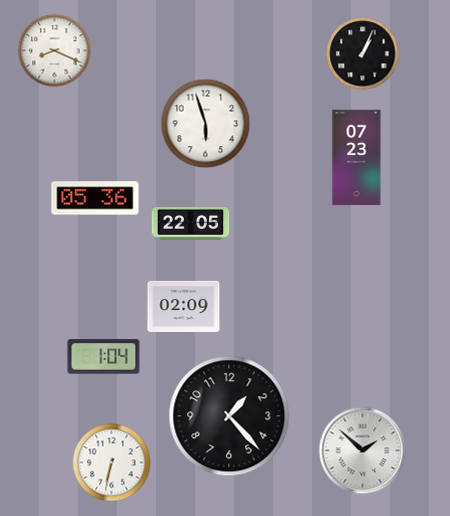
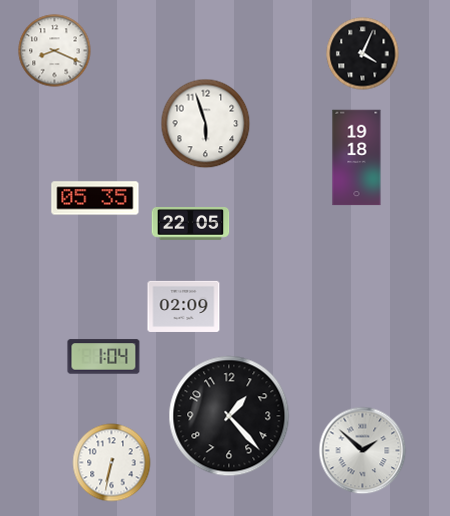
clock at (363, 54): 1:04 -> 4:04
clock at (357, 158): 07:23 -> 19:18
clock at (95, 198): 05:36 -> 05:35
